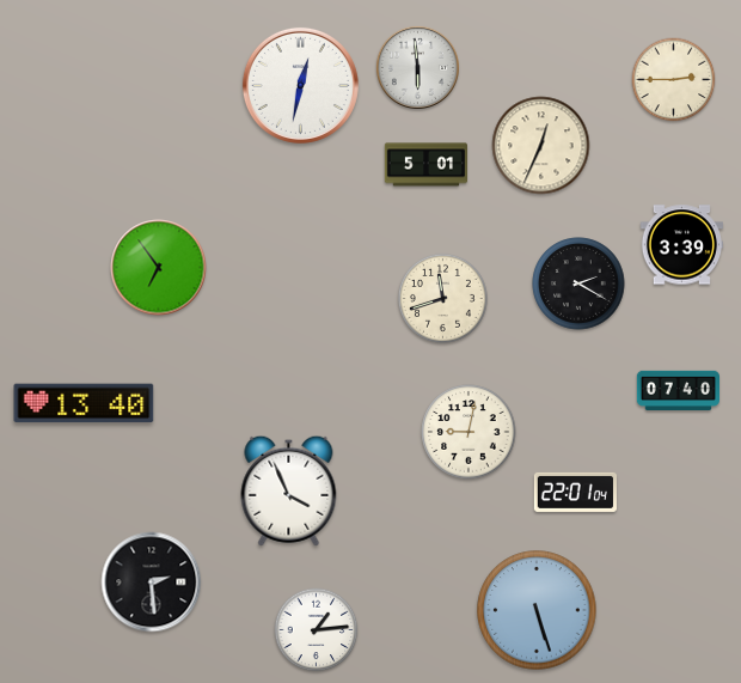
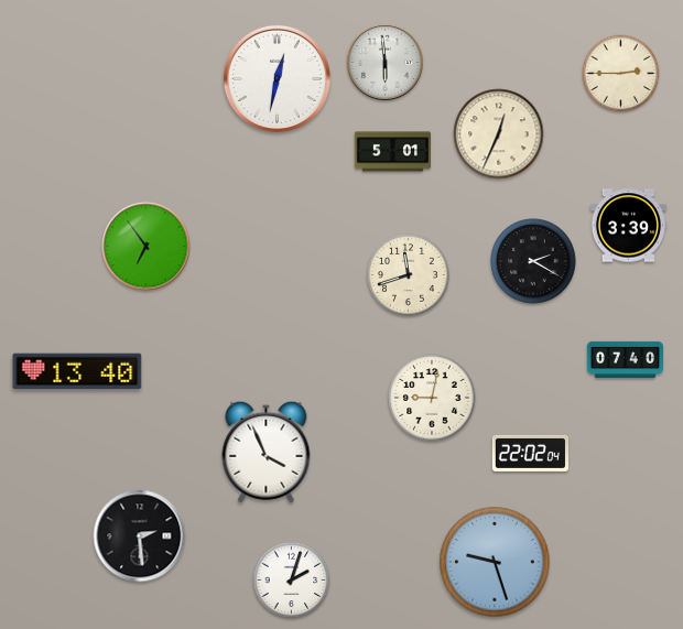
clock at (575, 492): 22:01 -> 22:02
clock at (537, 610): 5:27 -> 9:27
clock at (317, 630): 1:14 -> 2:03
